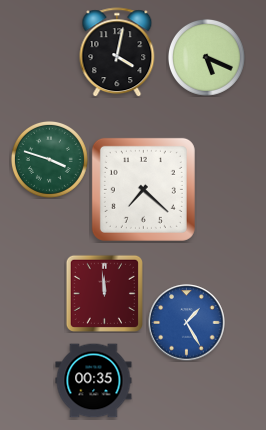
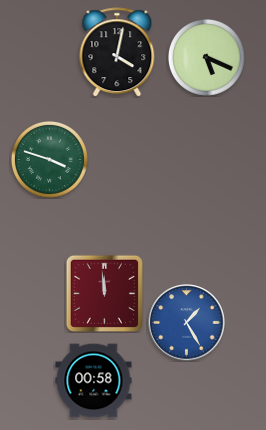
clock at (143, 189): 7:22 -> none
clock at (94, 381): 00:35 -> 00:58
